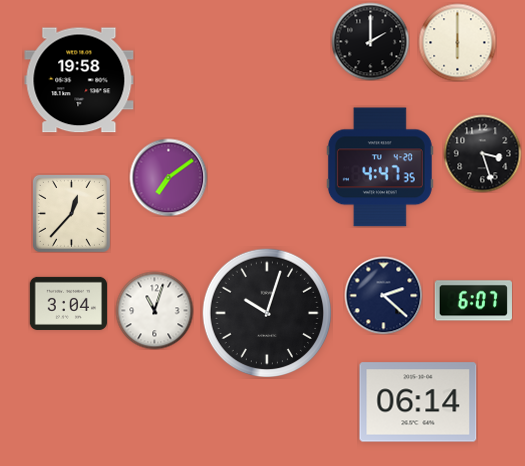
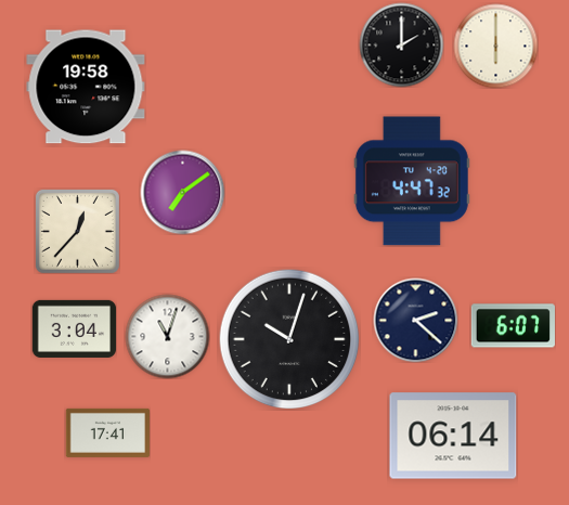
clock at (482, 153): 3:27 -> none
clock at (380, 167): 4:47:35 -> 4:47:32
clock at (107, 432): none -> 17:41
